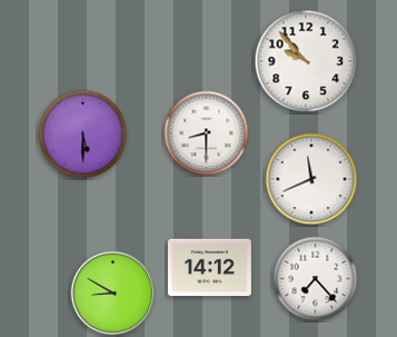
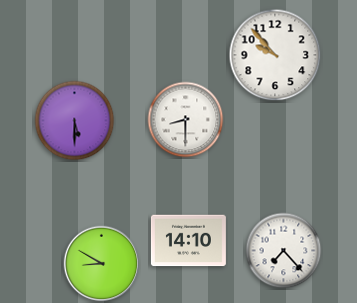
clock at (311, 179): 11:41 -> none
clock at (209, 268): 14:12 -> 14:10
